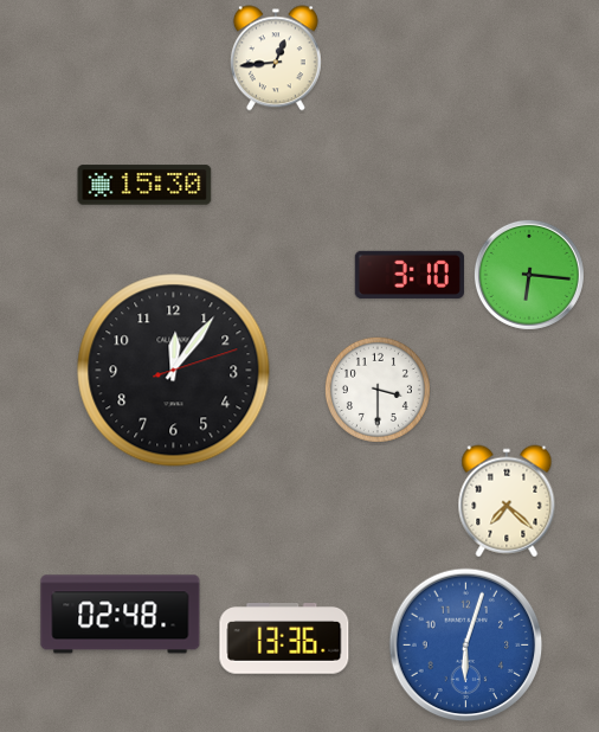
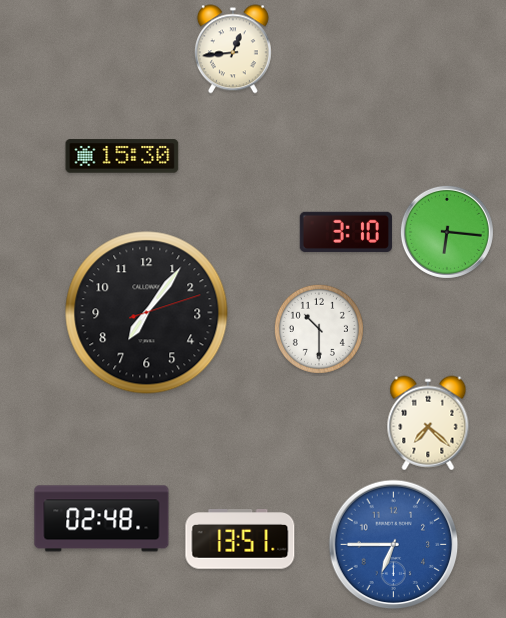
clock at (174, 371): 12:06 -> 7:06
clock at (378, 390): 3:30 -> 10:30
clock at (284, 638): 13:36 -> 13:51
clock at (466, 646): 6:03 -> 6:45
